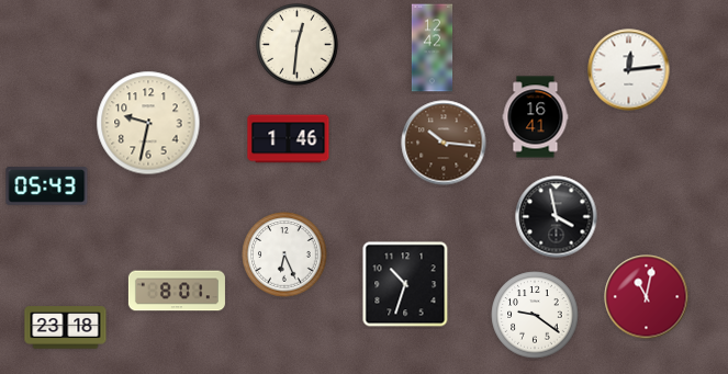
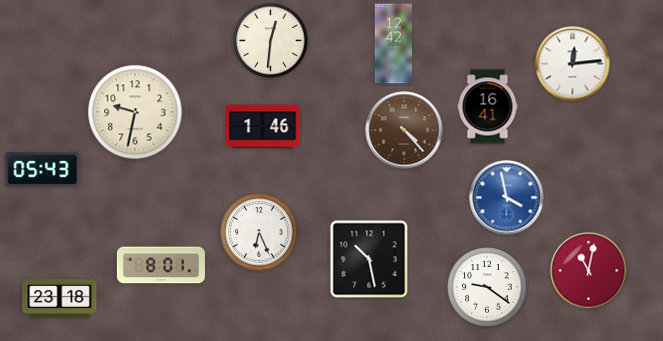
clock at (444, 143): 10:16 -> 4:23
clock at (557, 217) dial: black -> blue
clock at (405, 284): 10:33 -> 10:28
